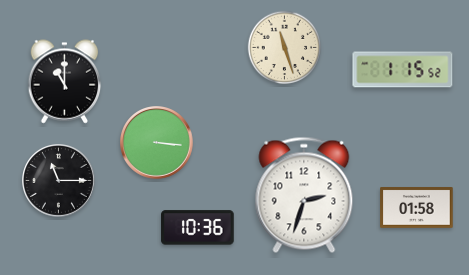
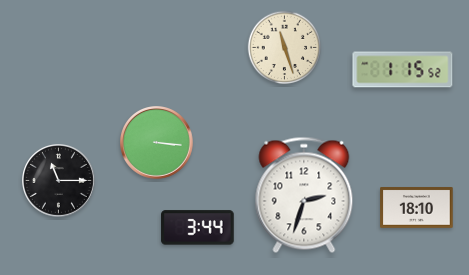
clock at (65, 82): 11:00 -> none
clock at (417, 208): 01:58 -> 18:10
clock at (198, 228): 10:36 -> 3:44
